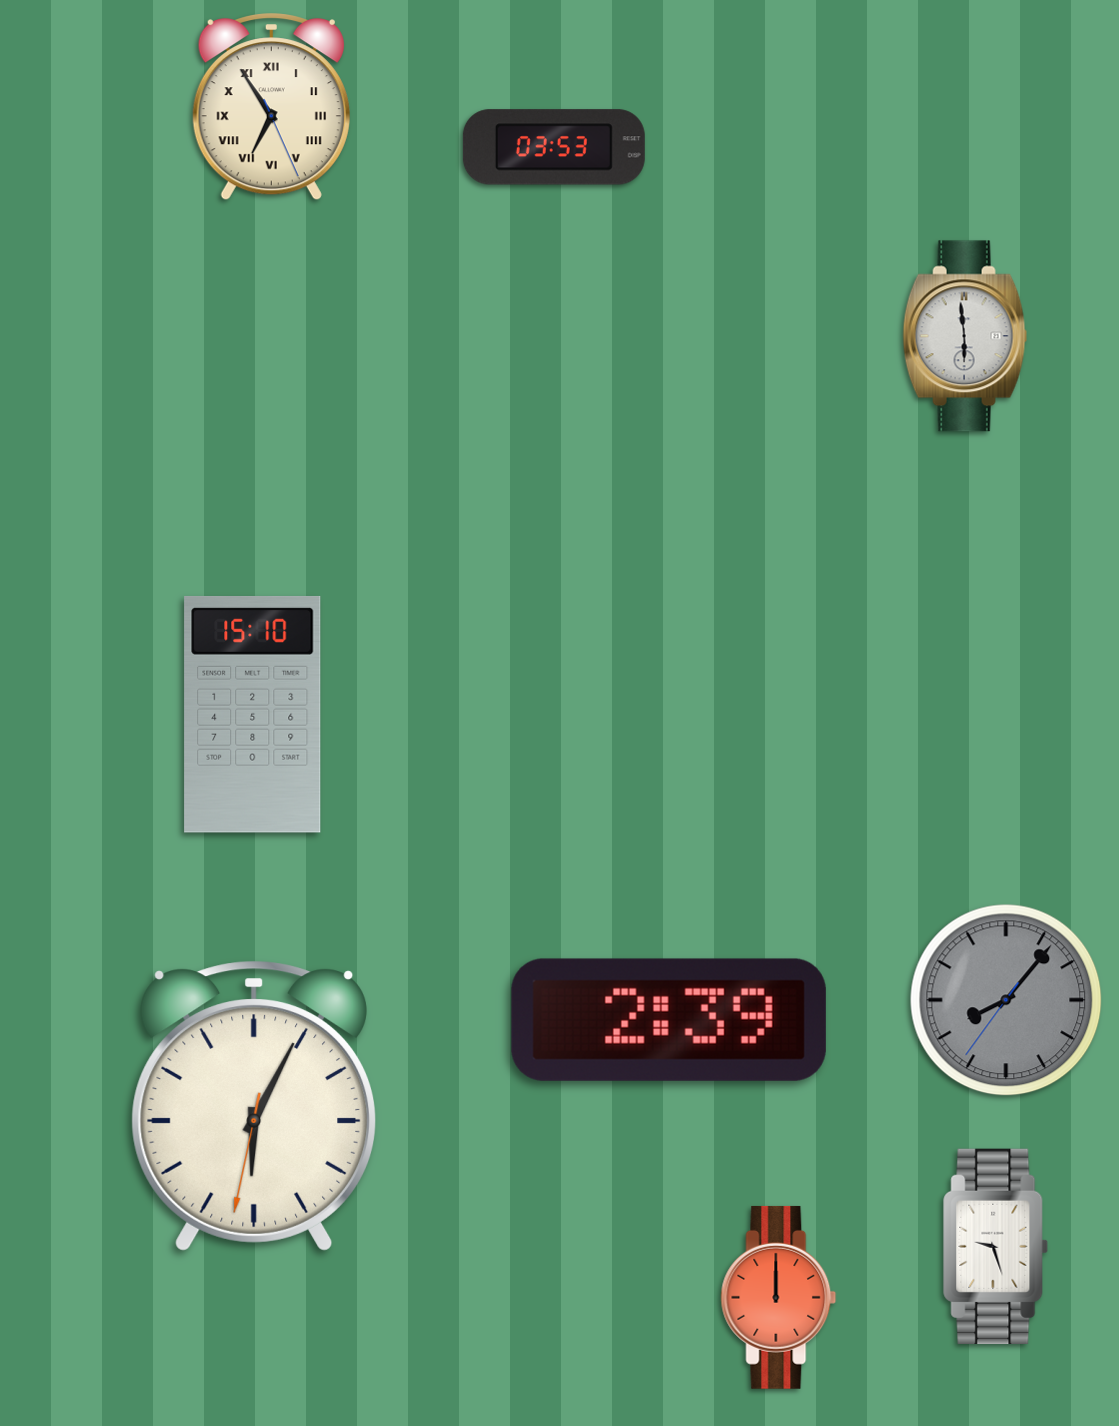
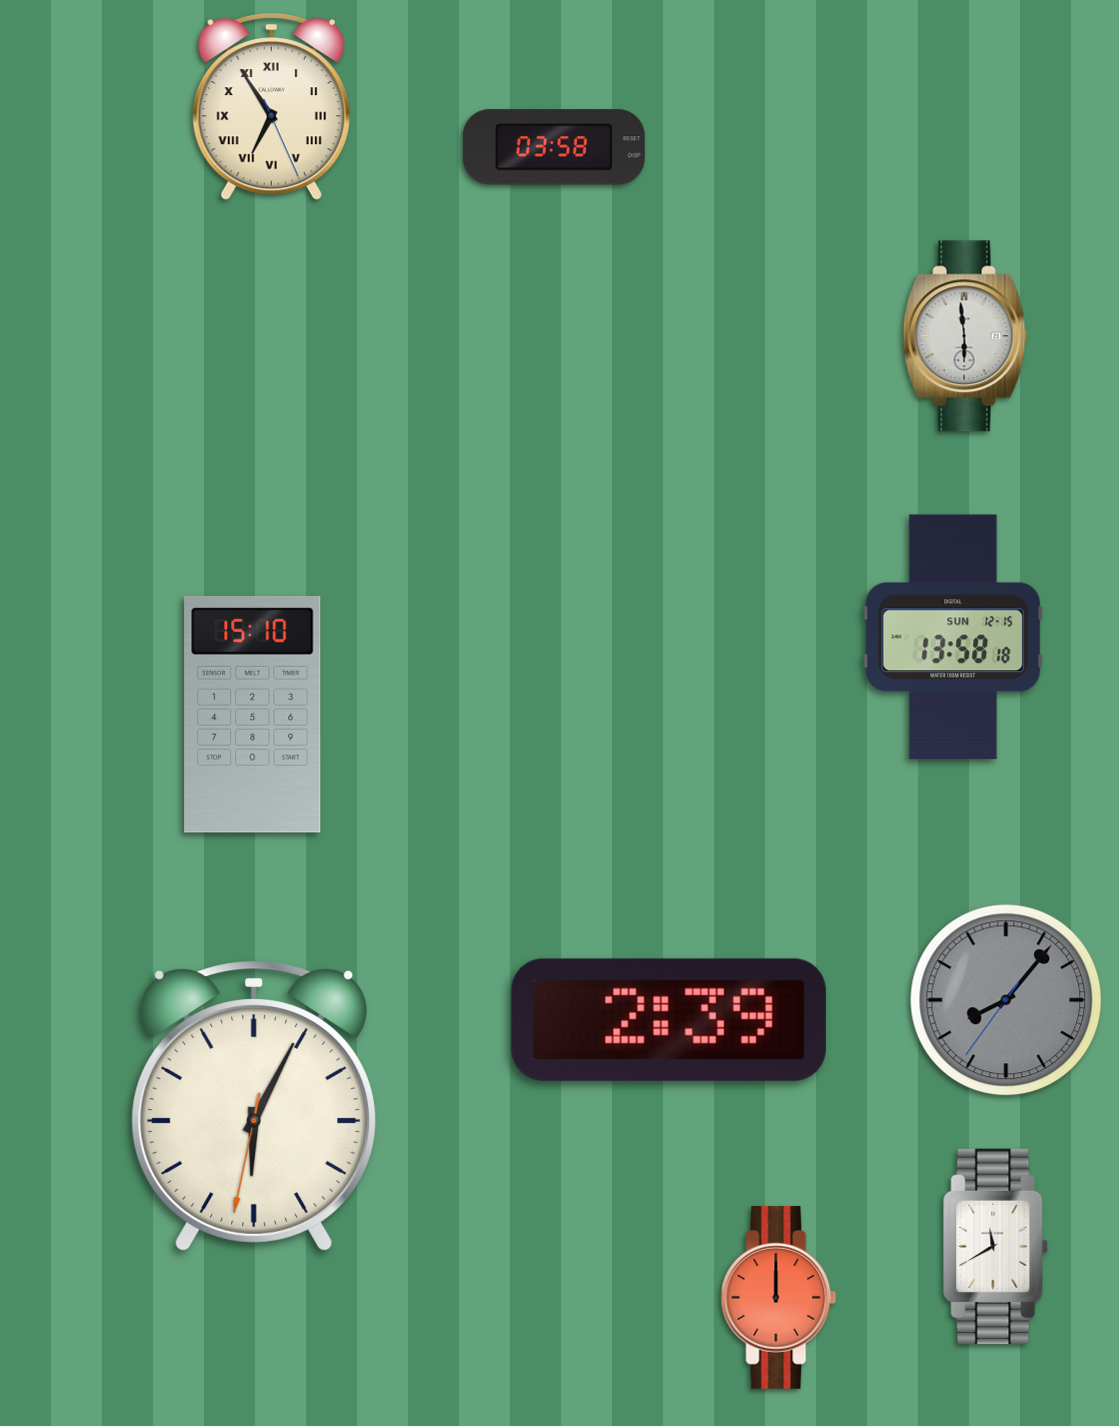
clock at (554, 147): 03:53 -> 03:58
clock at (953, 637): none -> 13:58
clock at (995, 1246): 9:27 -> 11:40
